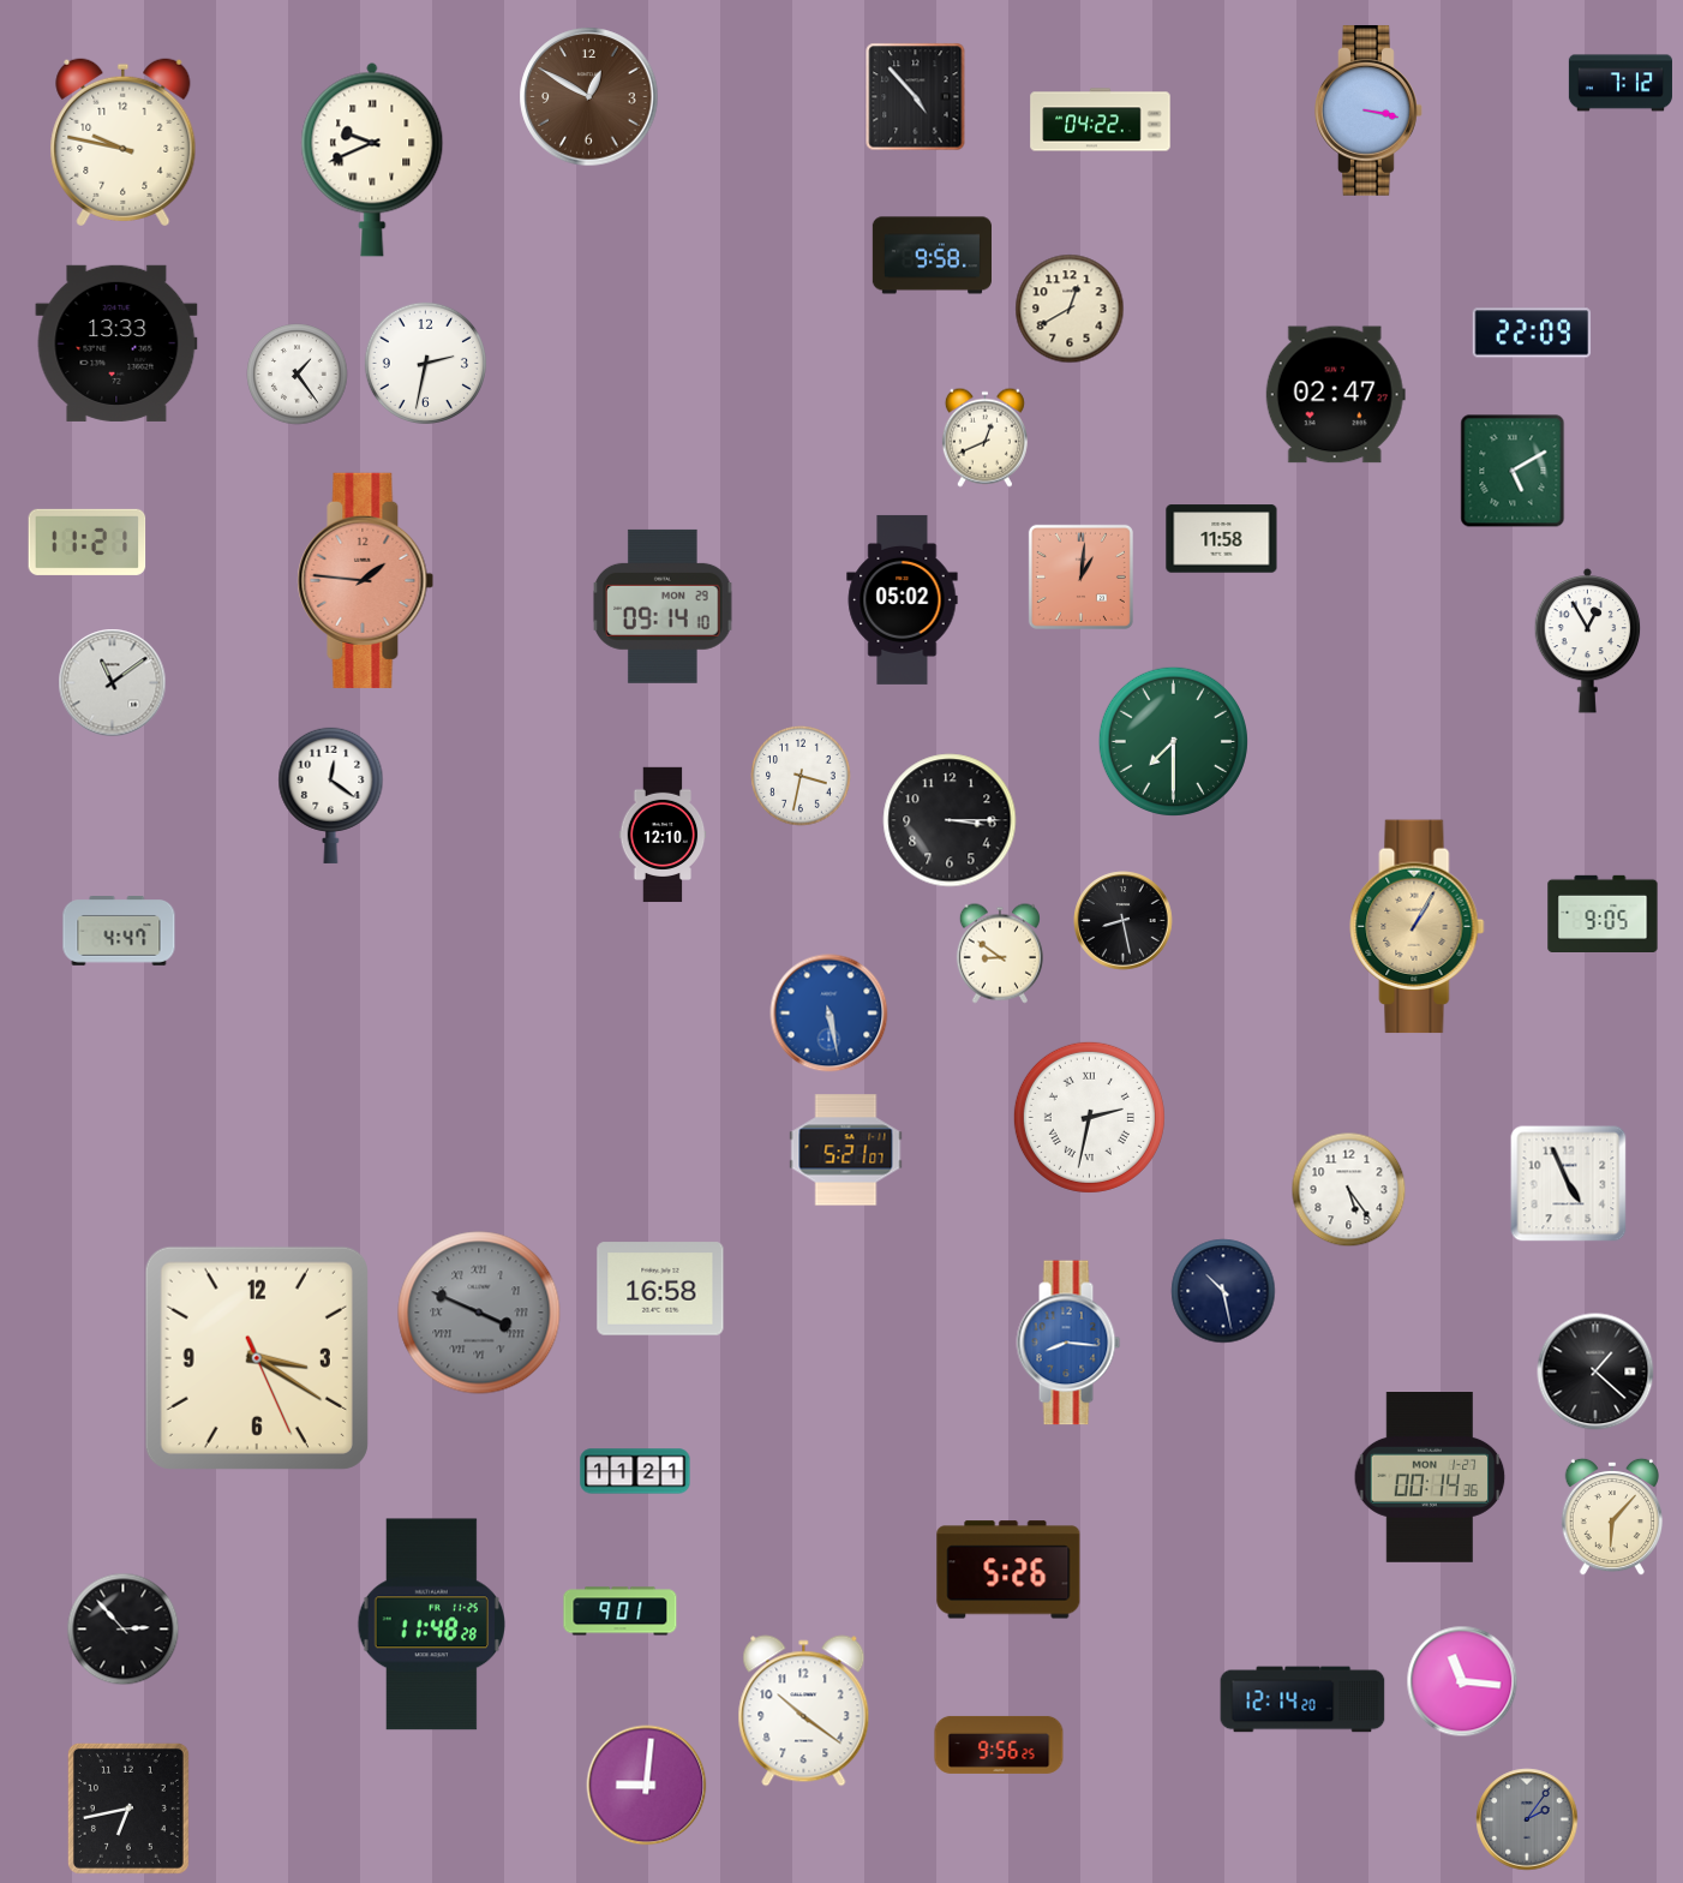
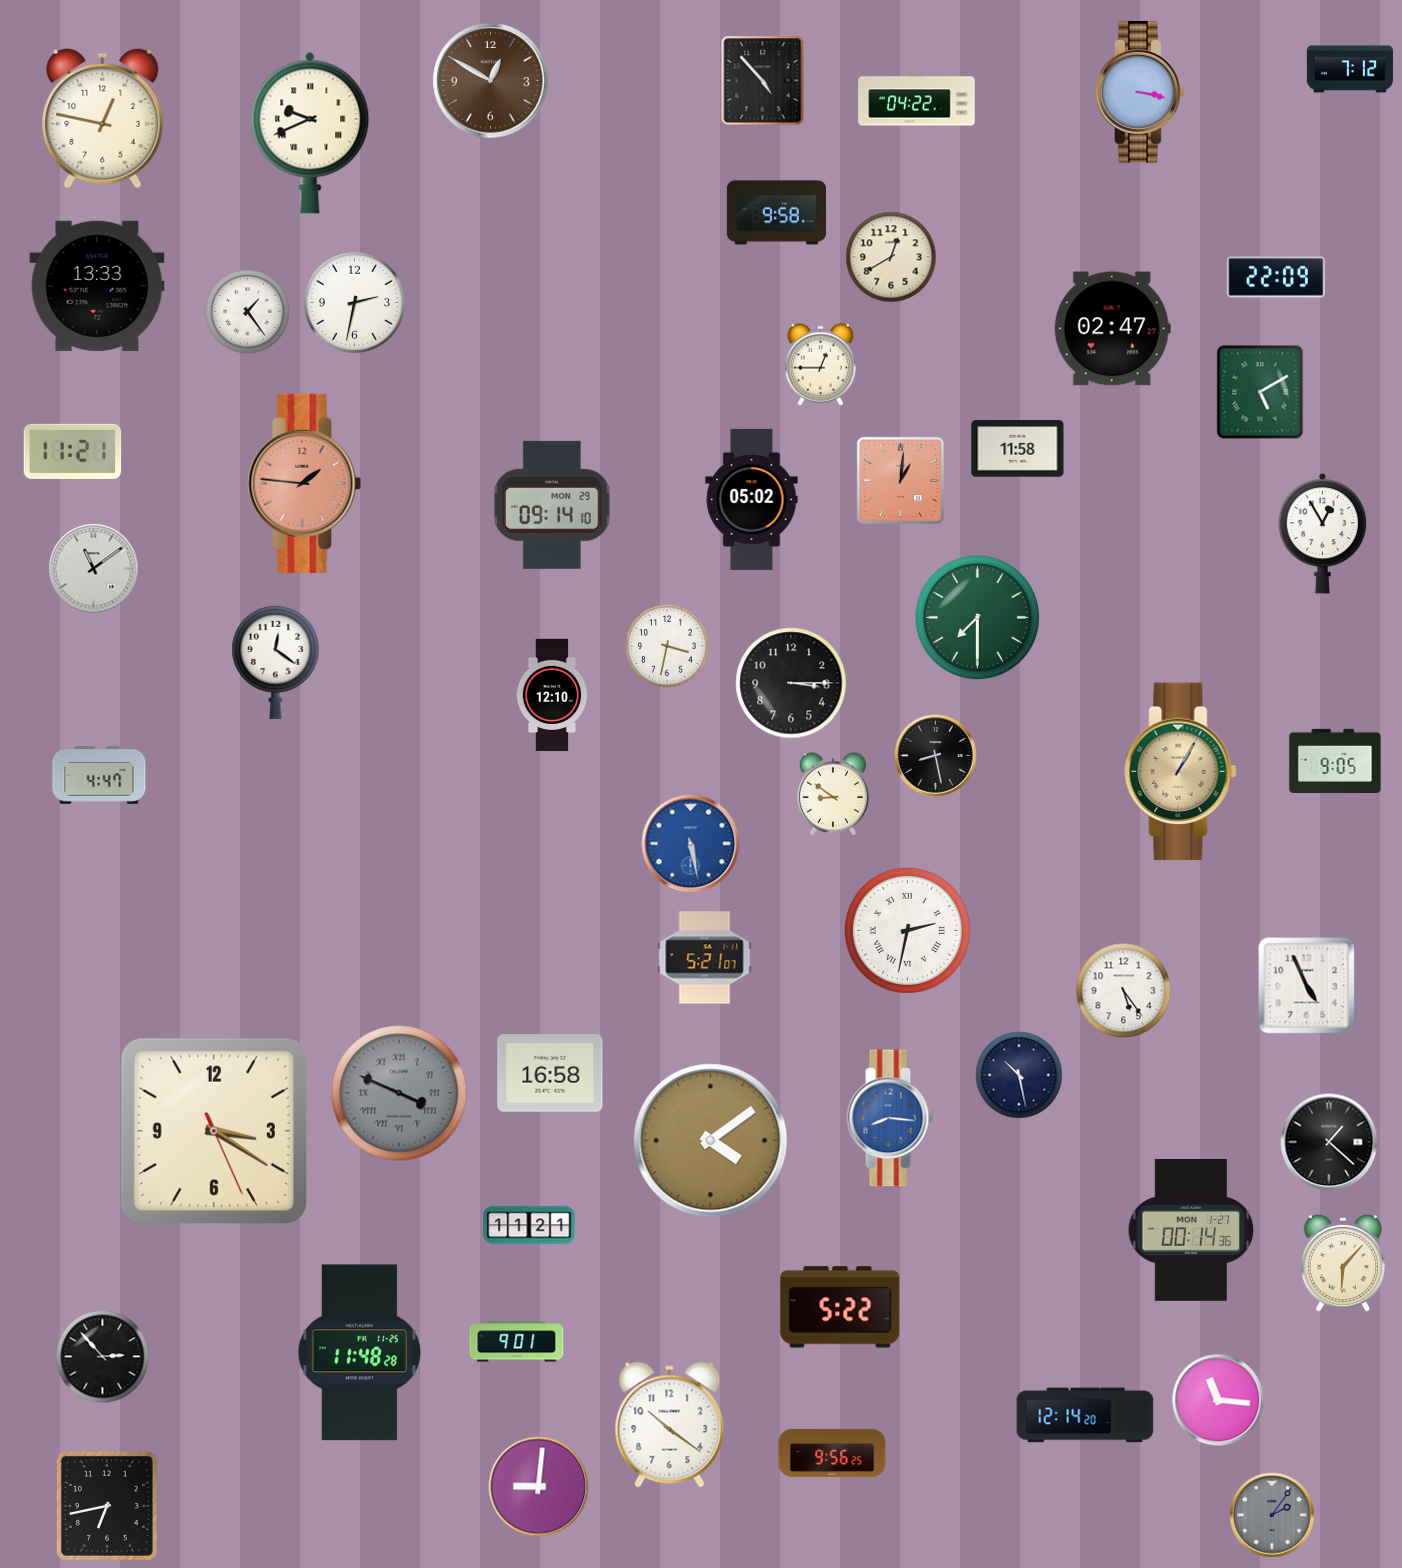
clock at (124, 143): 9:47 -> 12:47
clock at (984, 437): 12:41 -> 12:45
clock at (1124, 921) position: (1124, 921) -> (936, 756)
clock at (711, 1141): none -> 4:09
clock at (1008, 1570): 5:26 -> 5:22
